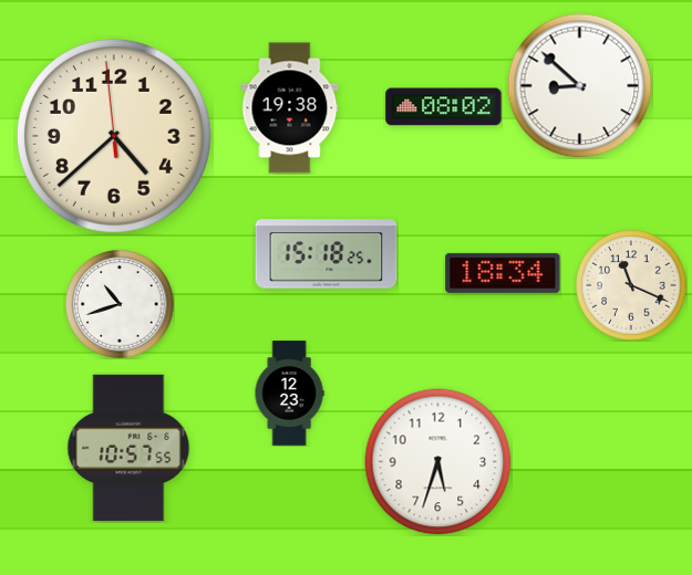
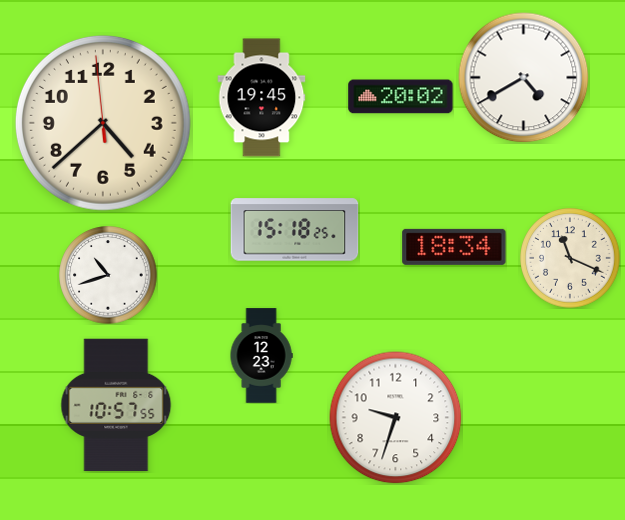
clock at (580, 86): 8:52 -> 4:40
clock at (444, 107): 08:02 -> 20:02
clock at (290, 108): 19:38 -> 19:45
clock at (438, 462): 5:33 -> 9:33
